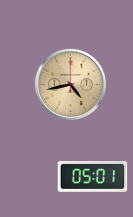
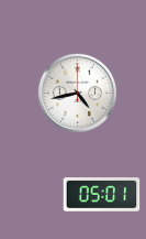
clock at (70, 84) dial: champagne -> white
